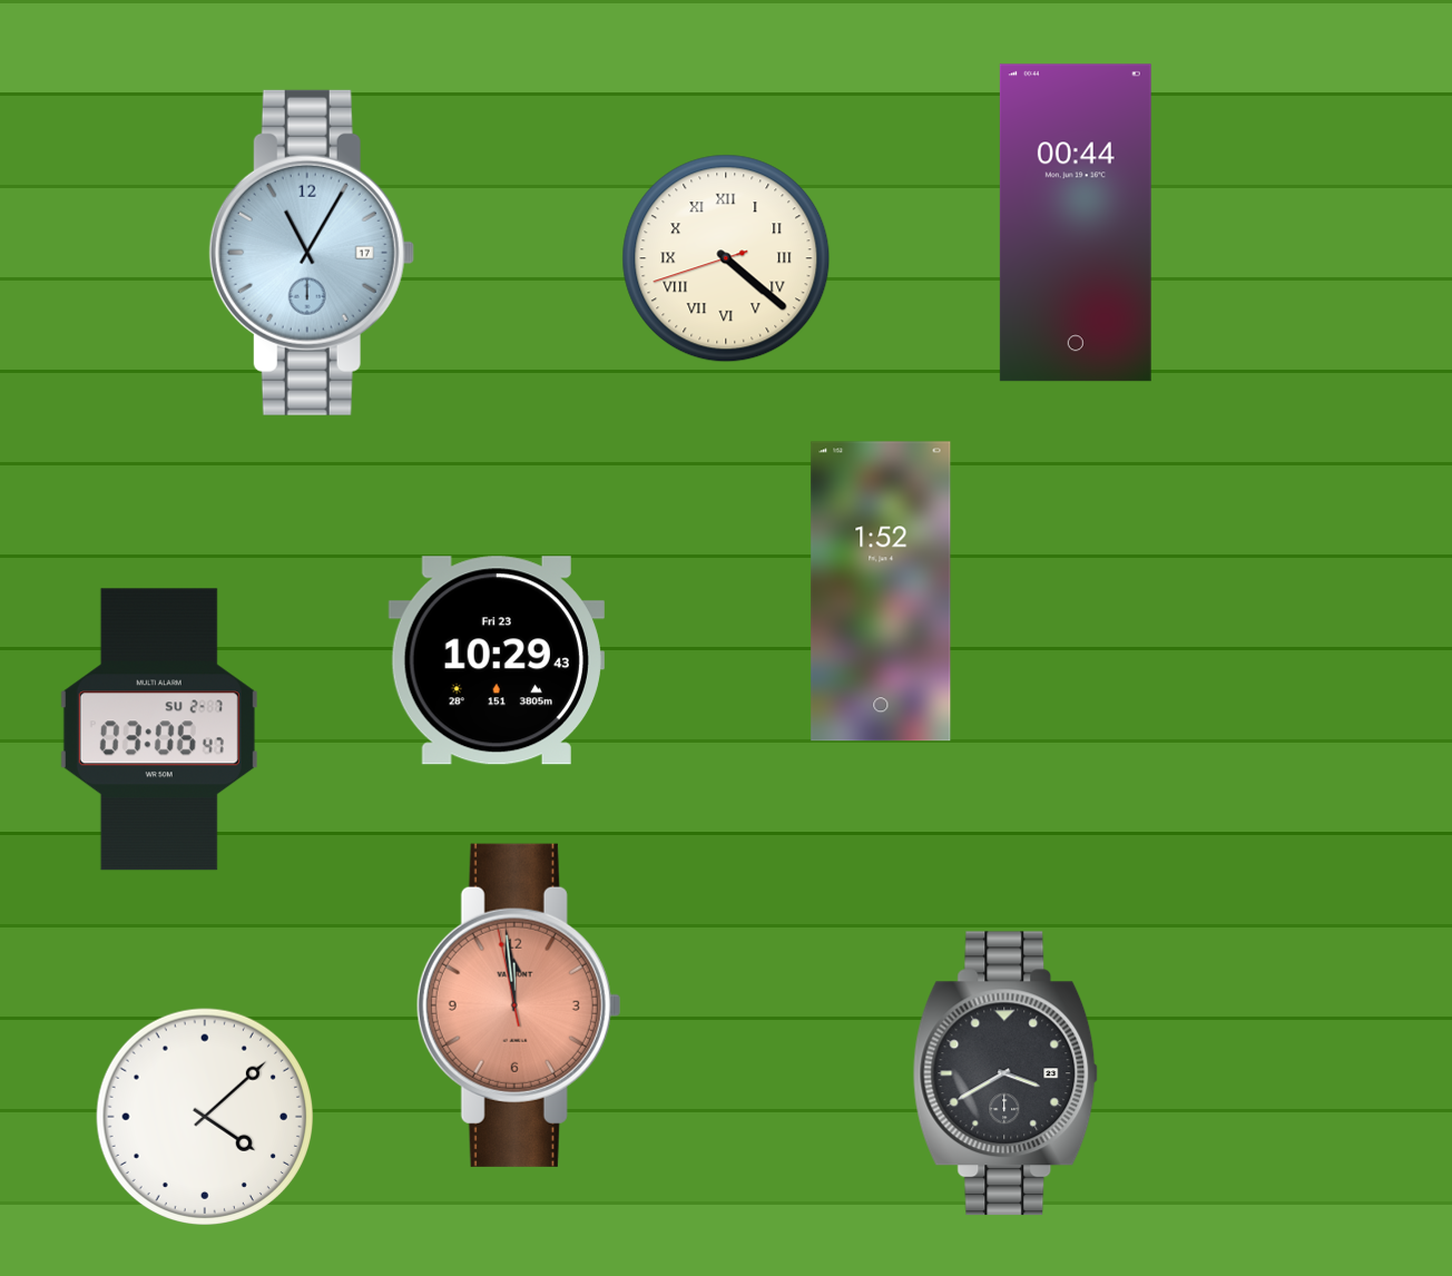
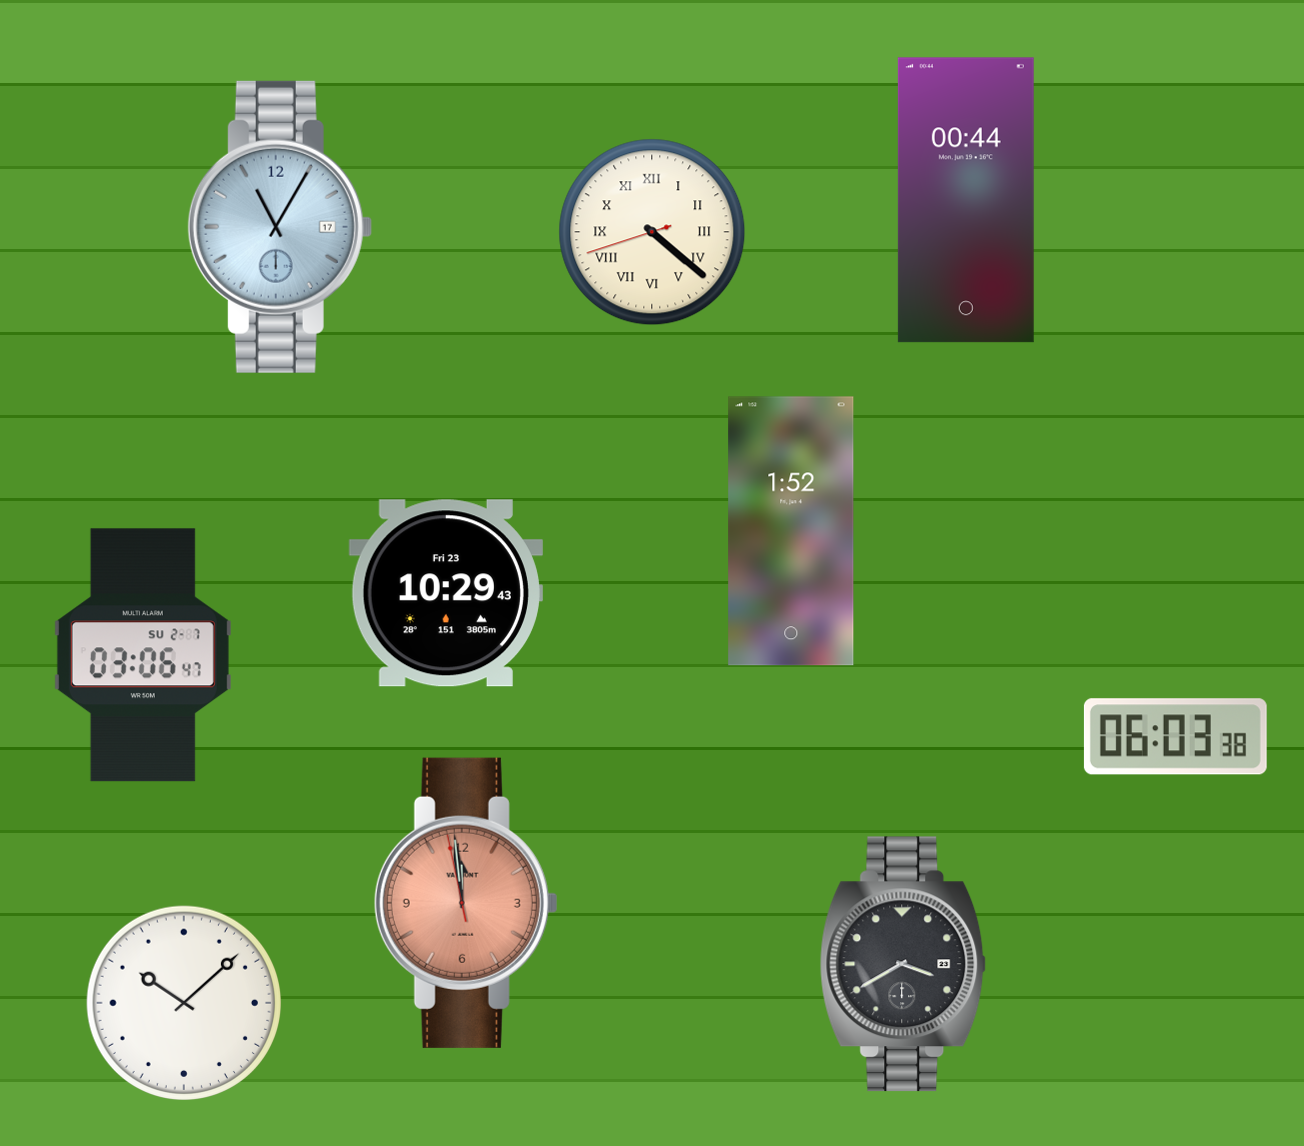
clock at (1175, 737): none -> 06:03
clock at (204, 1116): 4:08 -> 10:08
